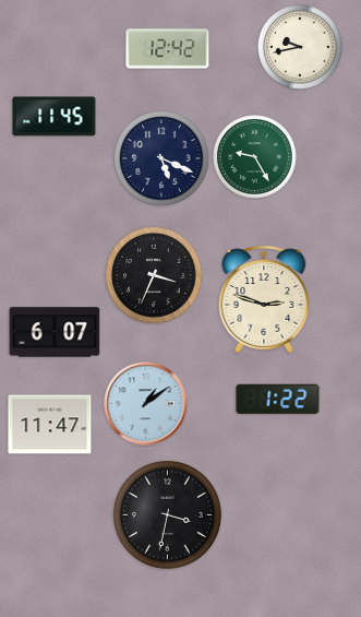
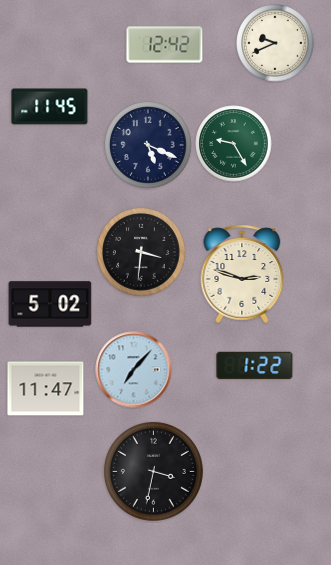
clock at (300, 47): 9:43 -> 9:41
clock at (168, 49) position: (168, 49) -> (165, 45)
clock at (155, 276): 3:34 -> 3:31
clock at (55, 332): 6:07 -> 5:02
clock at (146, 404): 1:09 -> 7:07
